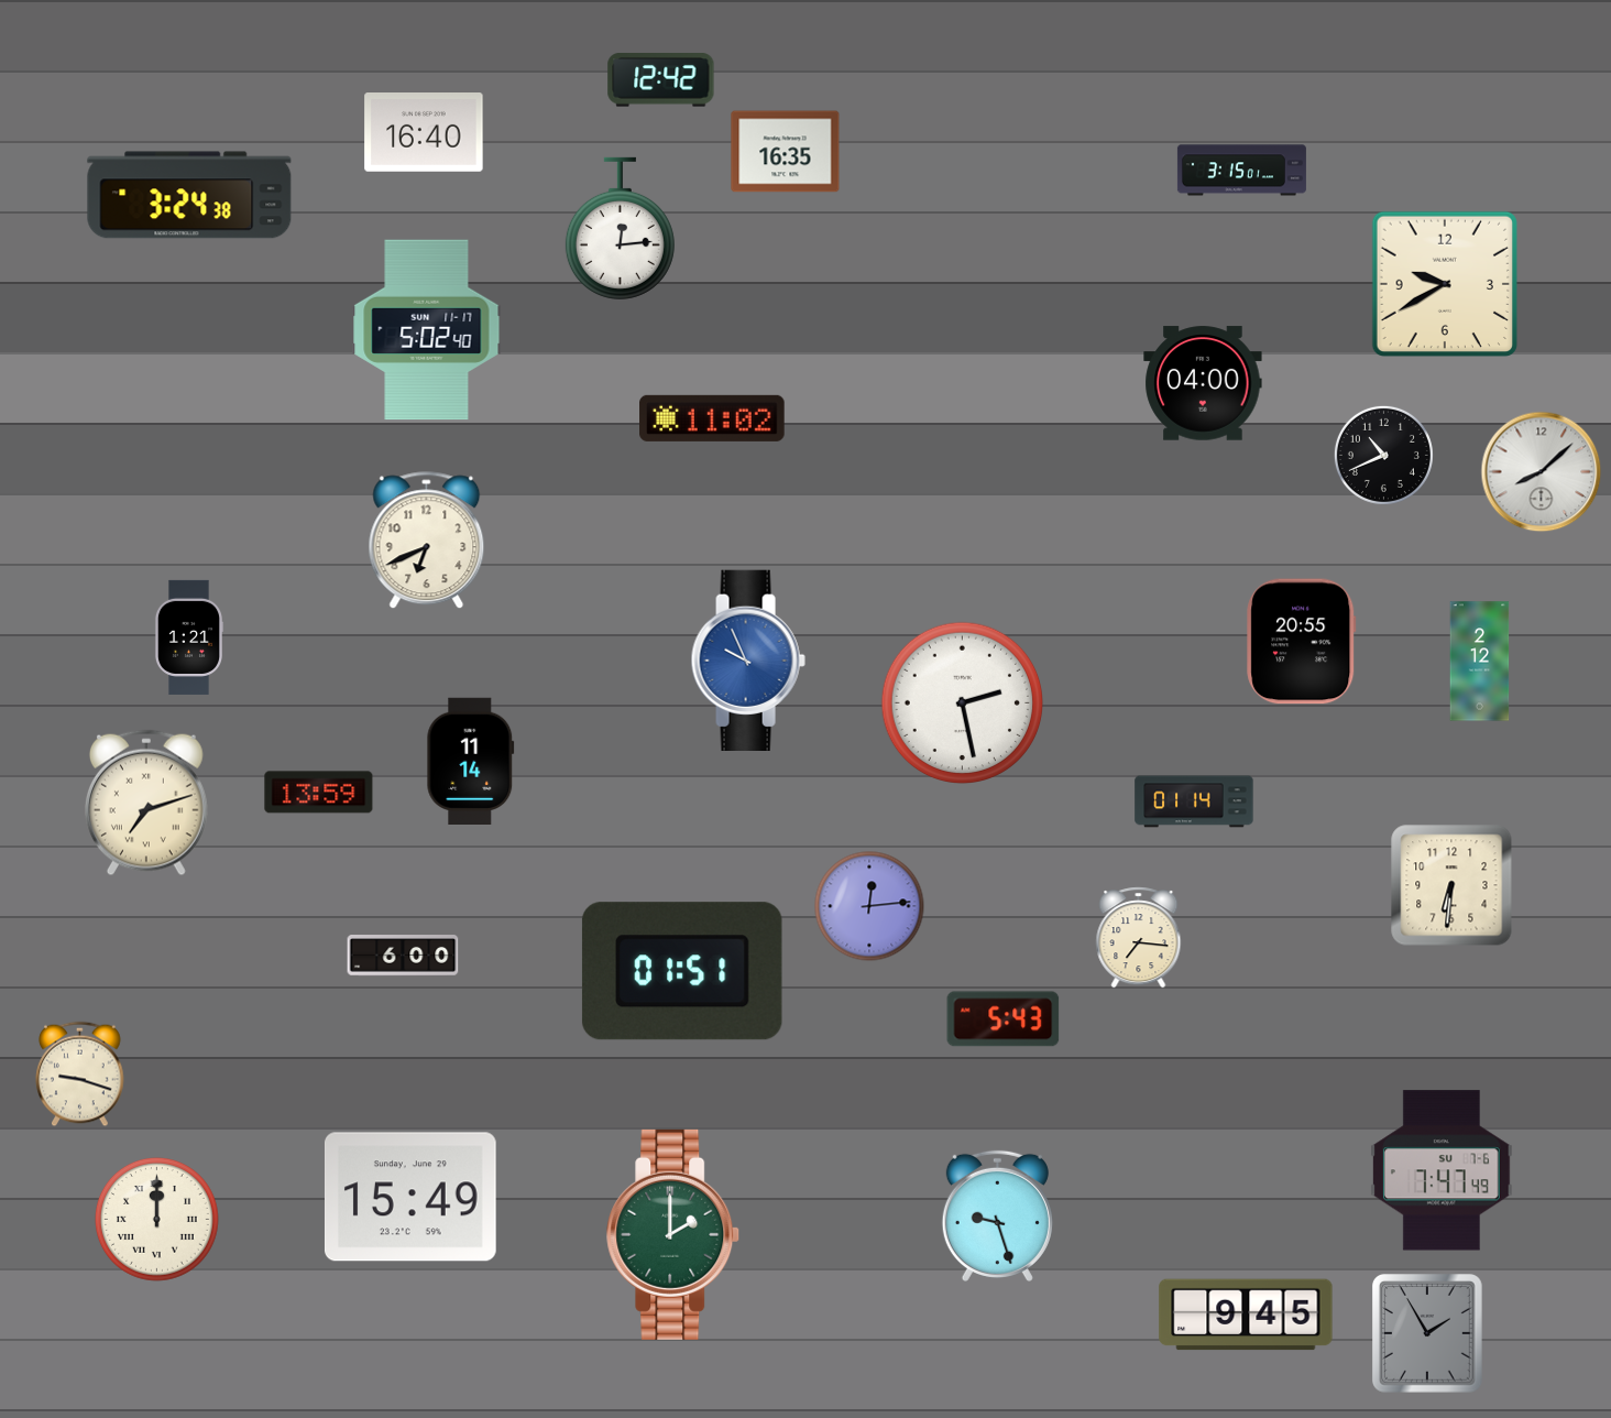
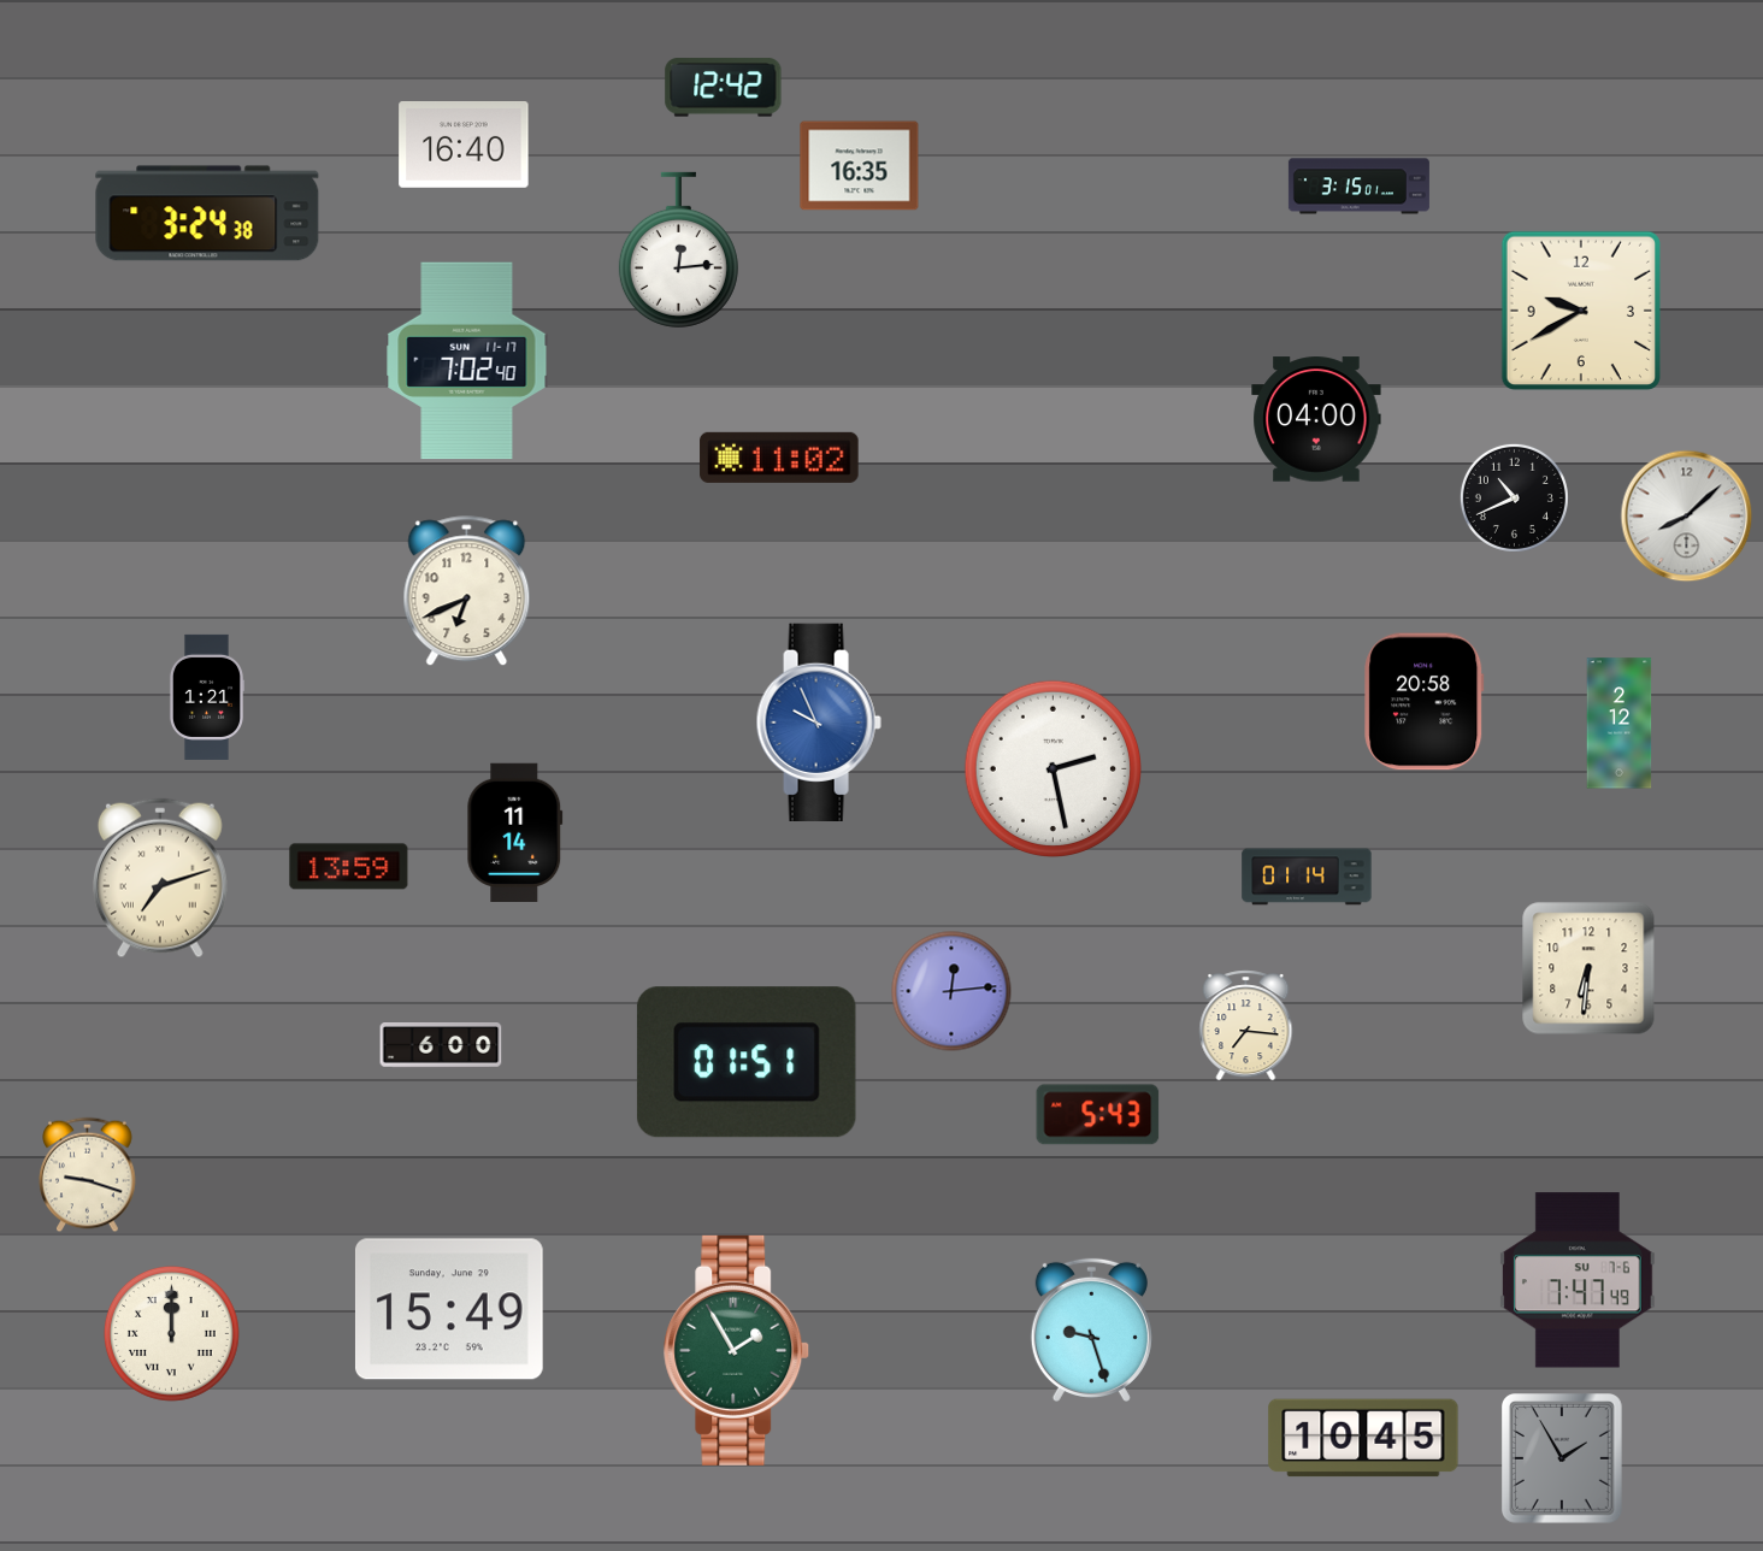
clock at (427, 330): 5:02 -> 7:02
clock at (1302, 642): 20:55 -> 20:58
clock at (673, 1234): 2:00 -> 1:55
clock at (1246, 1315): 9:45 -> 10:45
